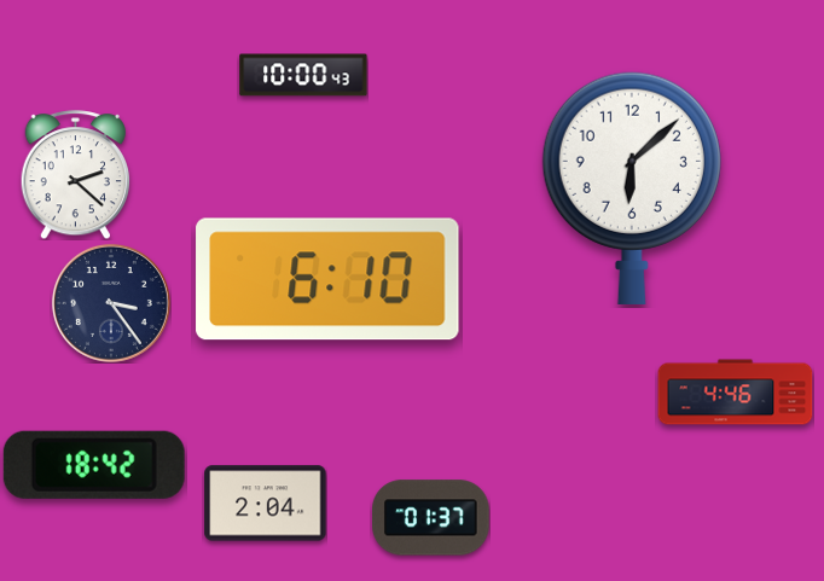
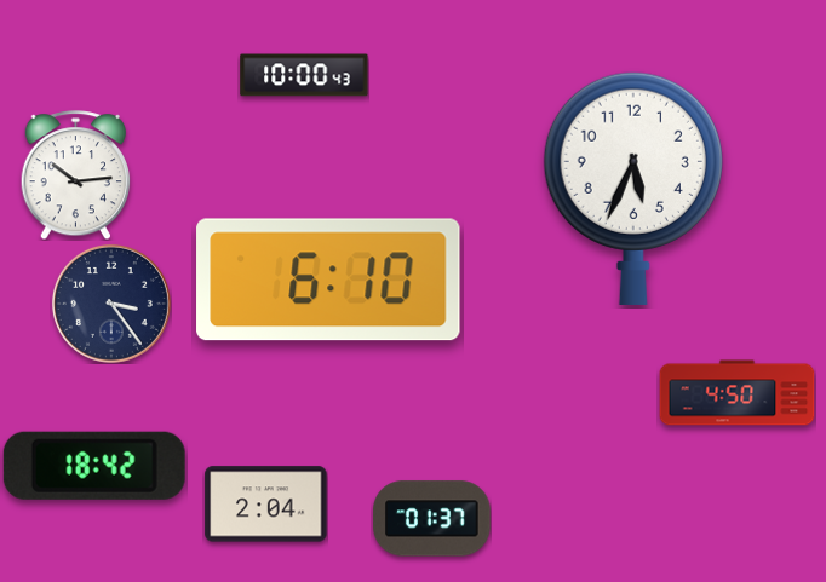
clock at (76, 175): 2:22 -> 10:14
clock at (632, 187): 6:08 -> 5:34
clock at (736, 393): 4:46 -> 4:50
